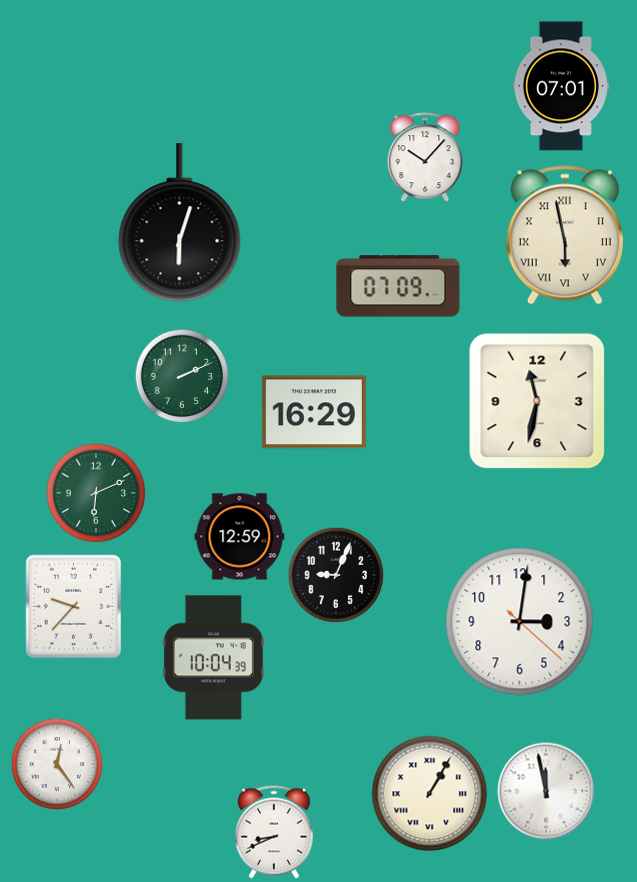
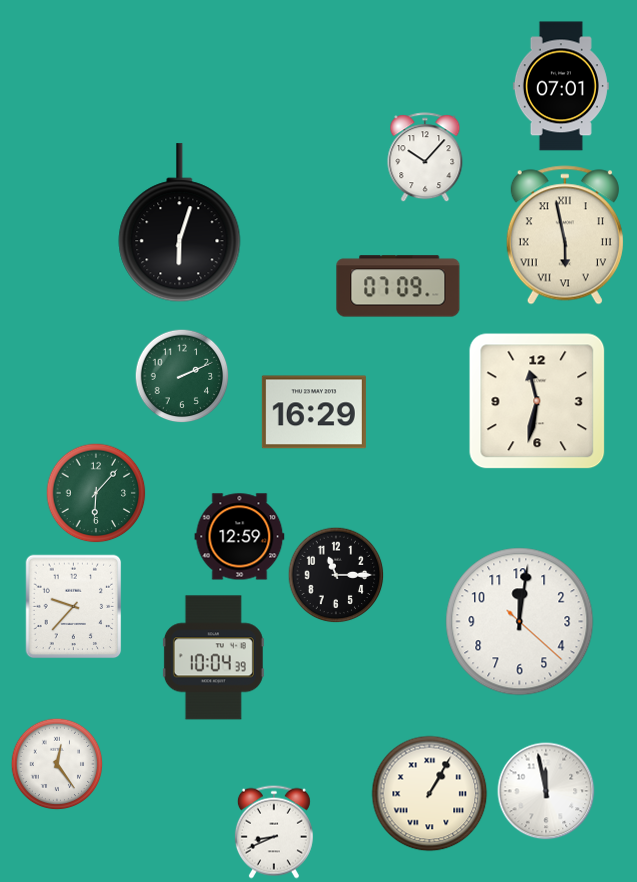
clock at (96, 493): 6:11 -> 6:07
clock at (336, 575): 9:04 -> 11:15
clock at (520, 622): 3:01 -> 12:01
